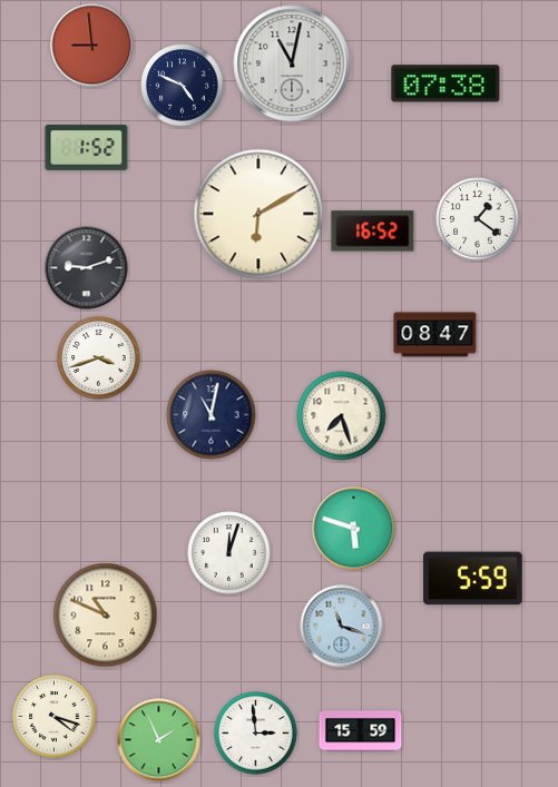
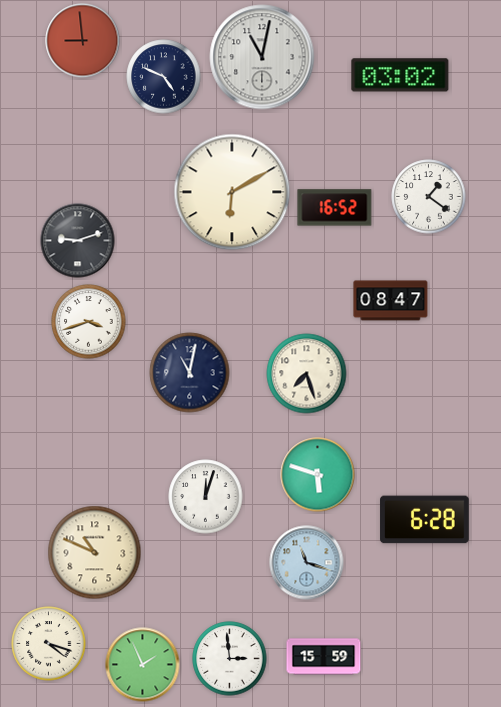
clock at (446, 83): 07:38 -> 03:02
clock at (87, 147): 1:52 -> none
clock at (473, 579): 5:59 -> 6:28
